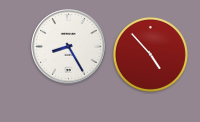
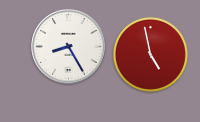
clock at (150, 54): 4:53 -> 4:58
